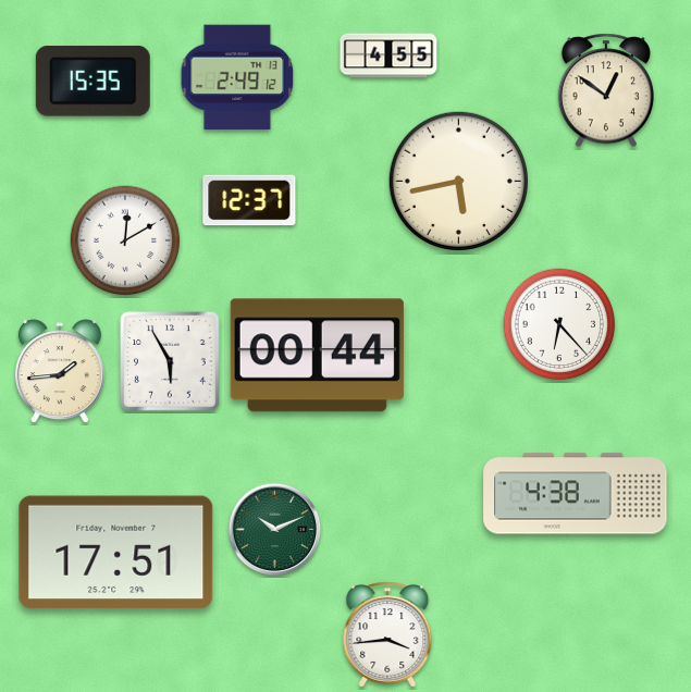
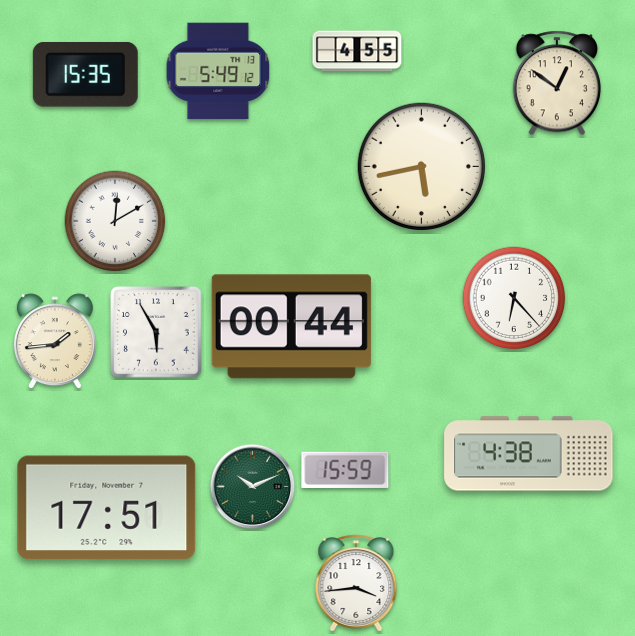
clock at (237, 77): 2:49 -> 5:49
clock at (249, 200): 12:37 -> none
clock at (345, 470): none -> 15:59
